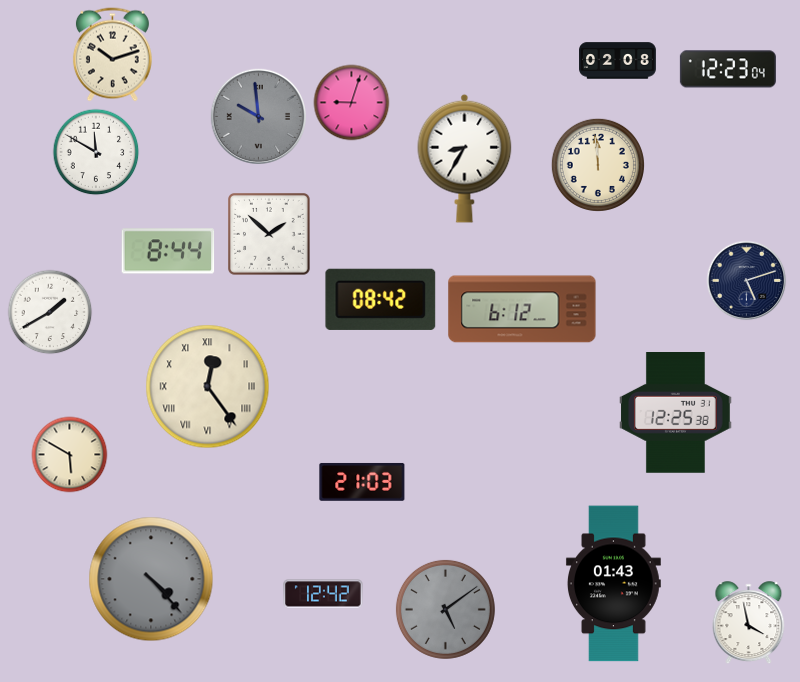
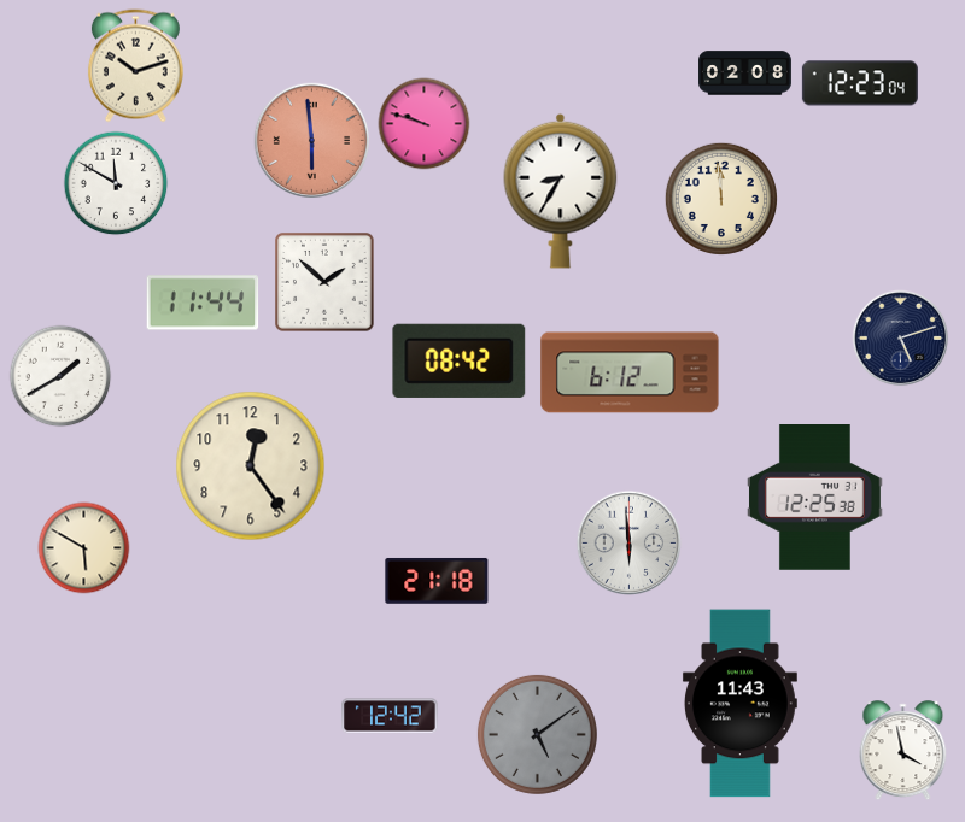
clock at (728, 69) position: (728, 69) -> (860, 83)
clock at (352, 103): 9:03 -> 9:48
clock at (258, 116): 9:59 -> 5:59
clock at (258, 116) dial: grey -> salmon
clock at (168, 251): 8:44 -> 11:44
clock at (208, 387) numerals: Roman -> Arabic
clock at (630, 544): none -> 5:59
clock at (362, 482): 21:03 -> 21:18
clock at (151, 579): 4:23 -> none
clock at (613, 584): 01:43 -> 11:43
